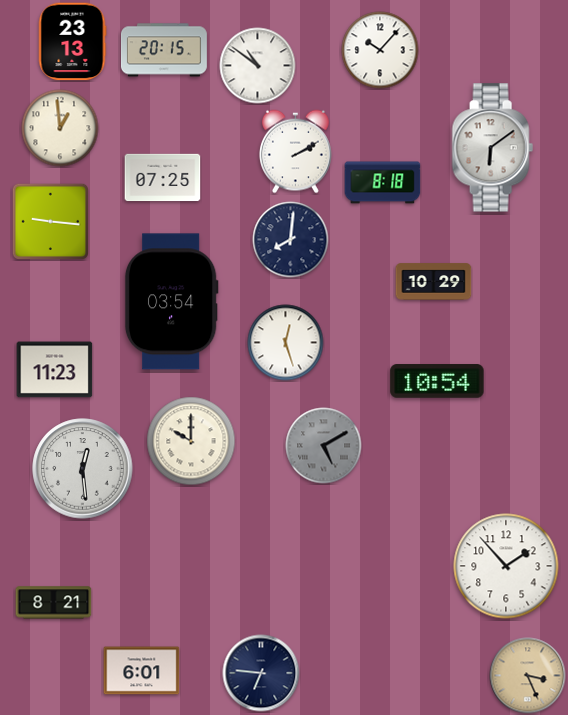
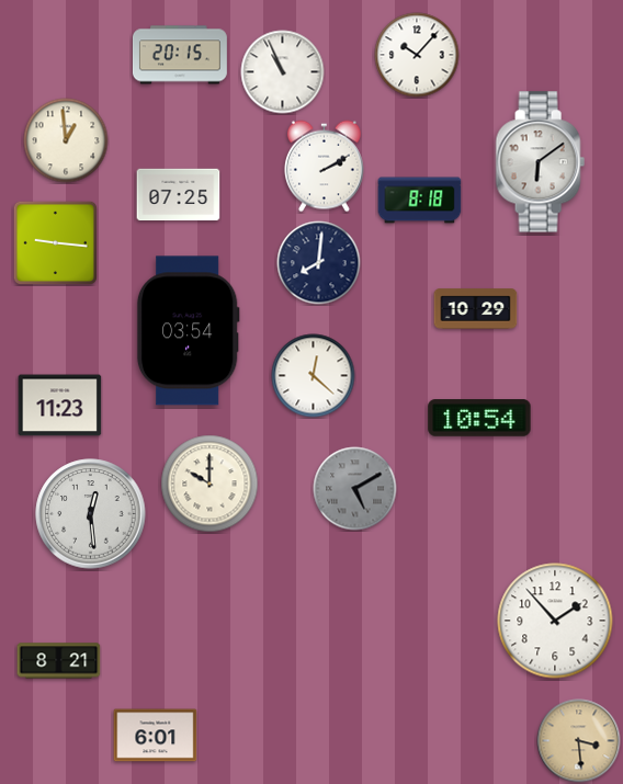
clock at (72, 42): 23:13 -> none
clock at (258, 66): 10:51 -> 10:56
clock at (286, 343): 12:27 -> 12:22
clock at (261, 673): 6:46 -> none
clock at (528, 676): 3:26 -> 3:29
